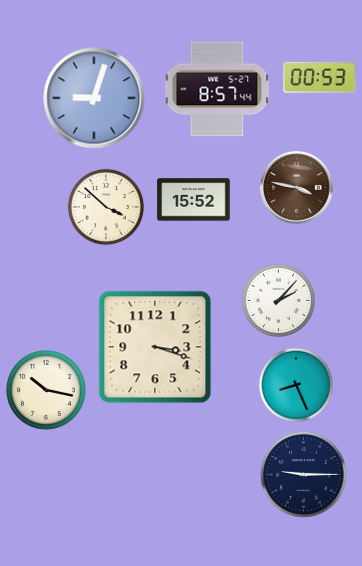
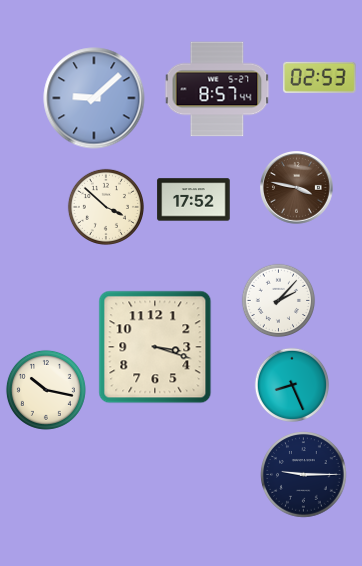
clock at (320, 77): 00:53 -> 02:53
clock at (94, 98): 9:03 -> 9:08
clock at (194, 200): 15:52 -> 17:52
clock at (295, 384) position: (295, 384) -> (291, 384)
